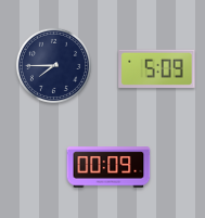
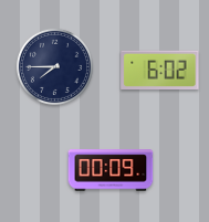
clock at (157, 69): 5:09 -> 6:02
